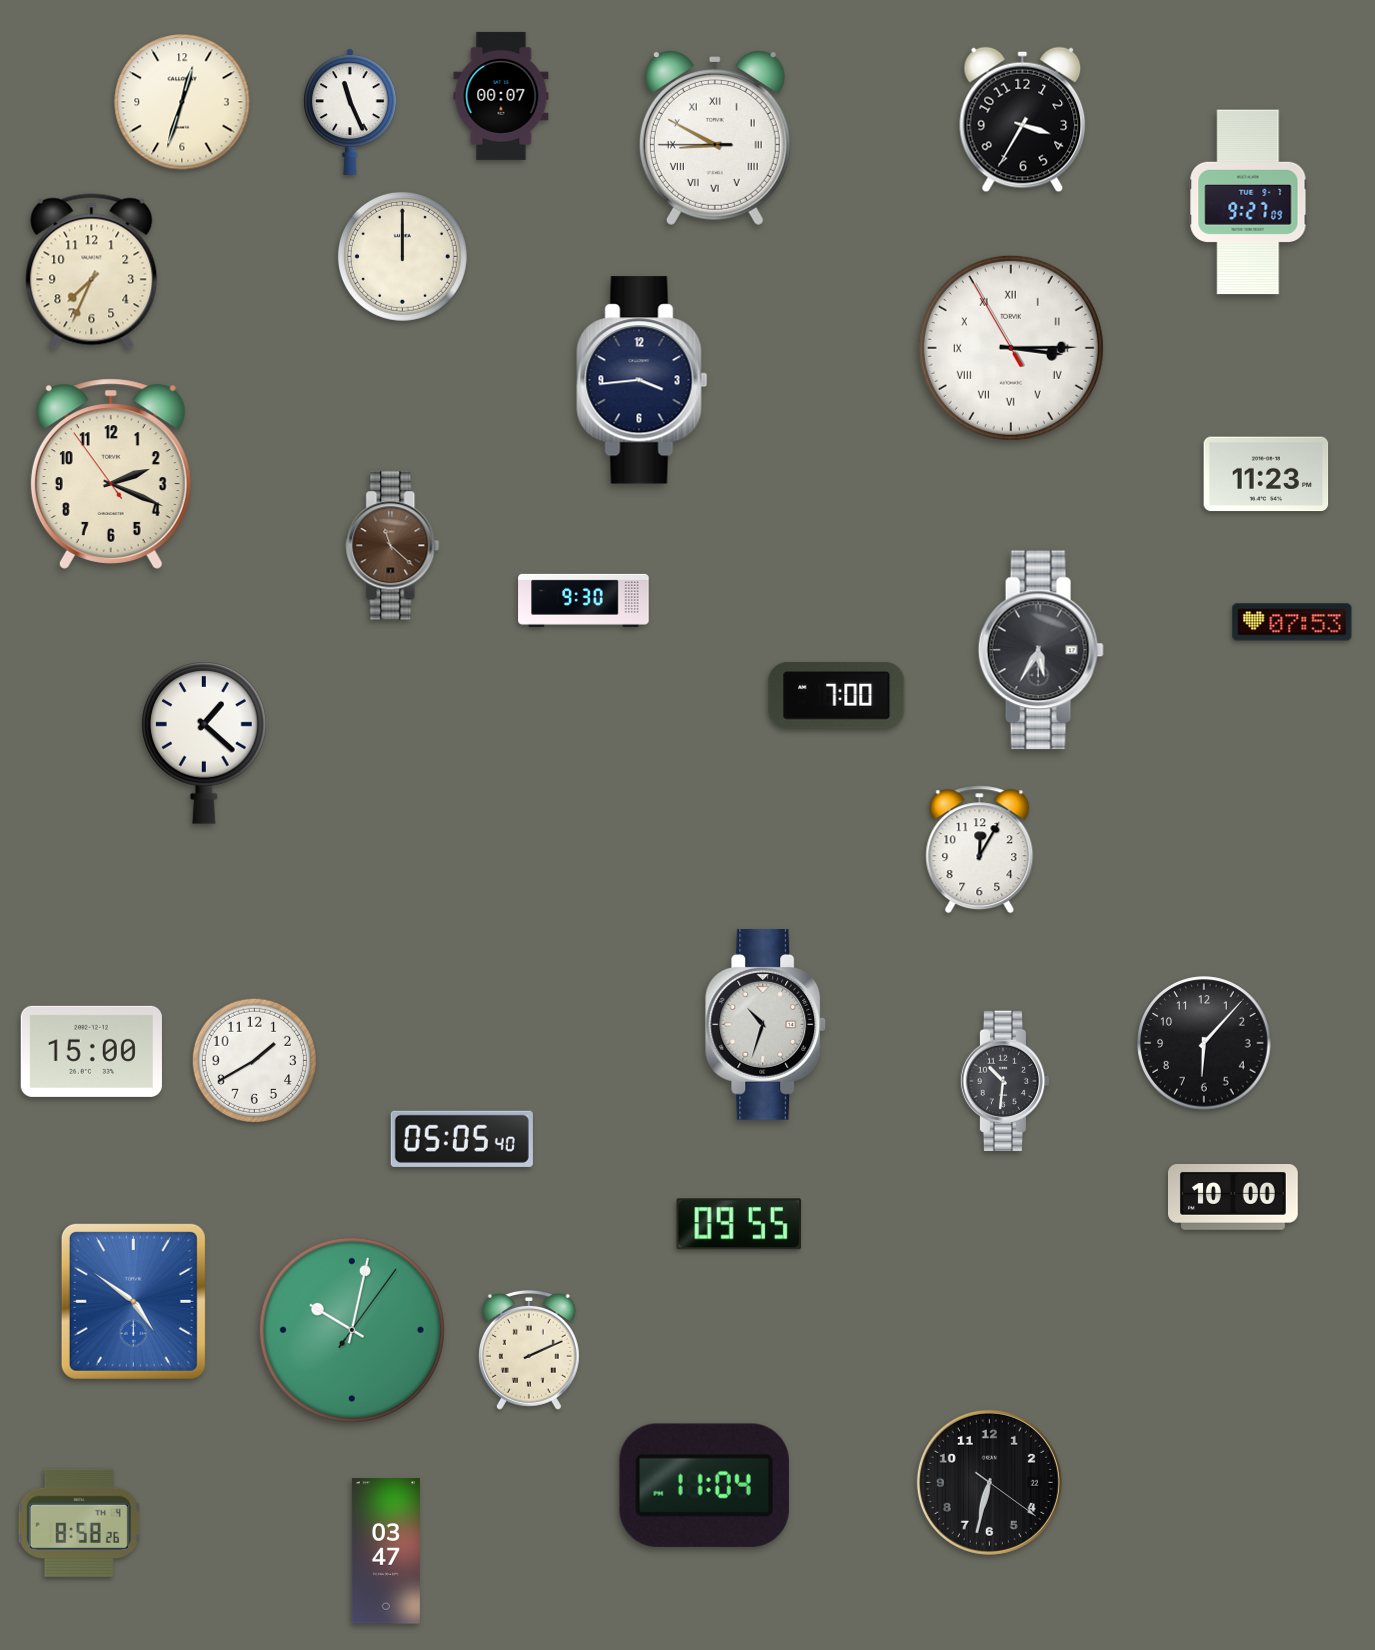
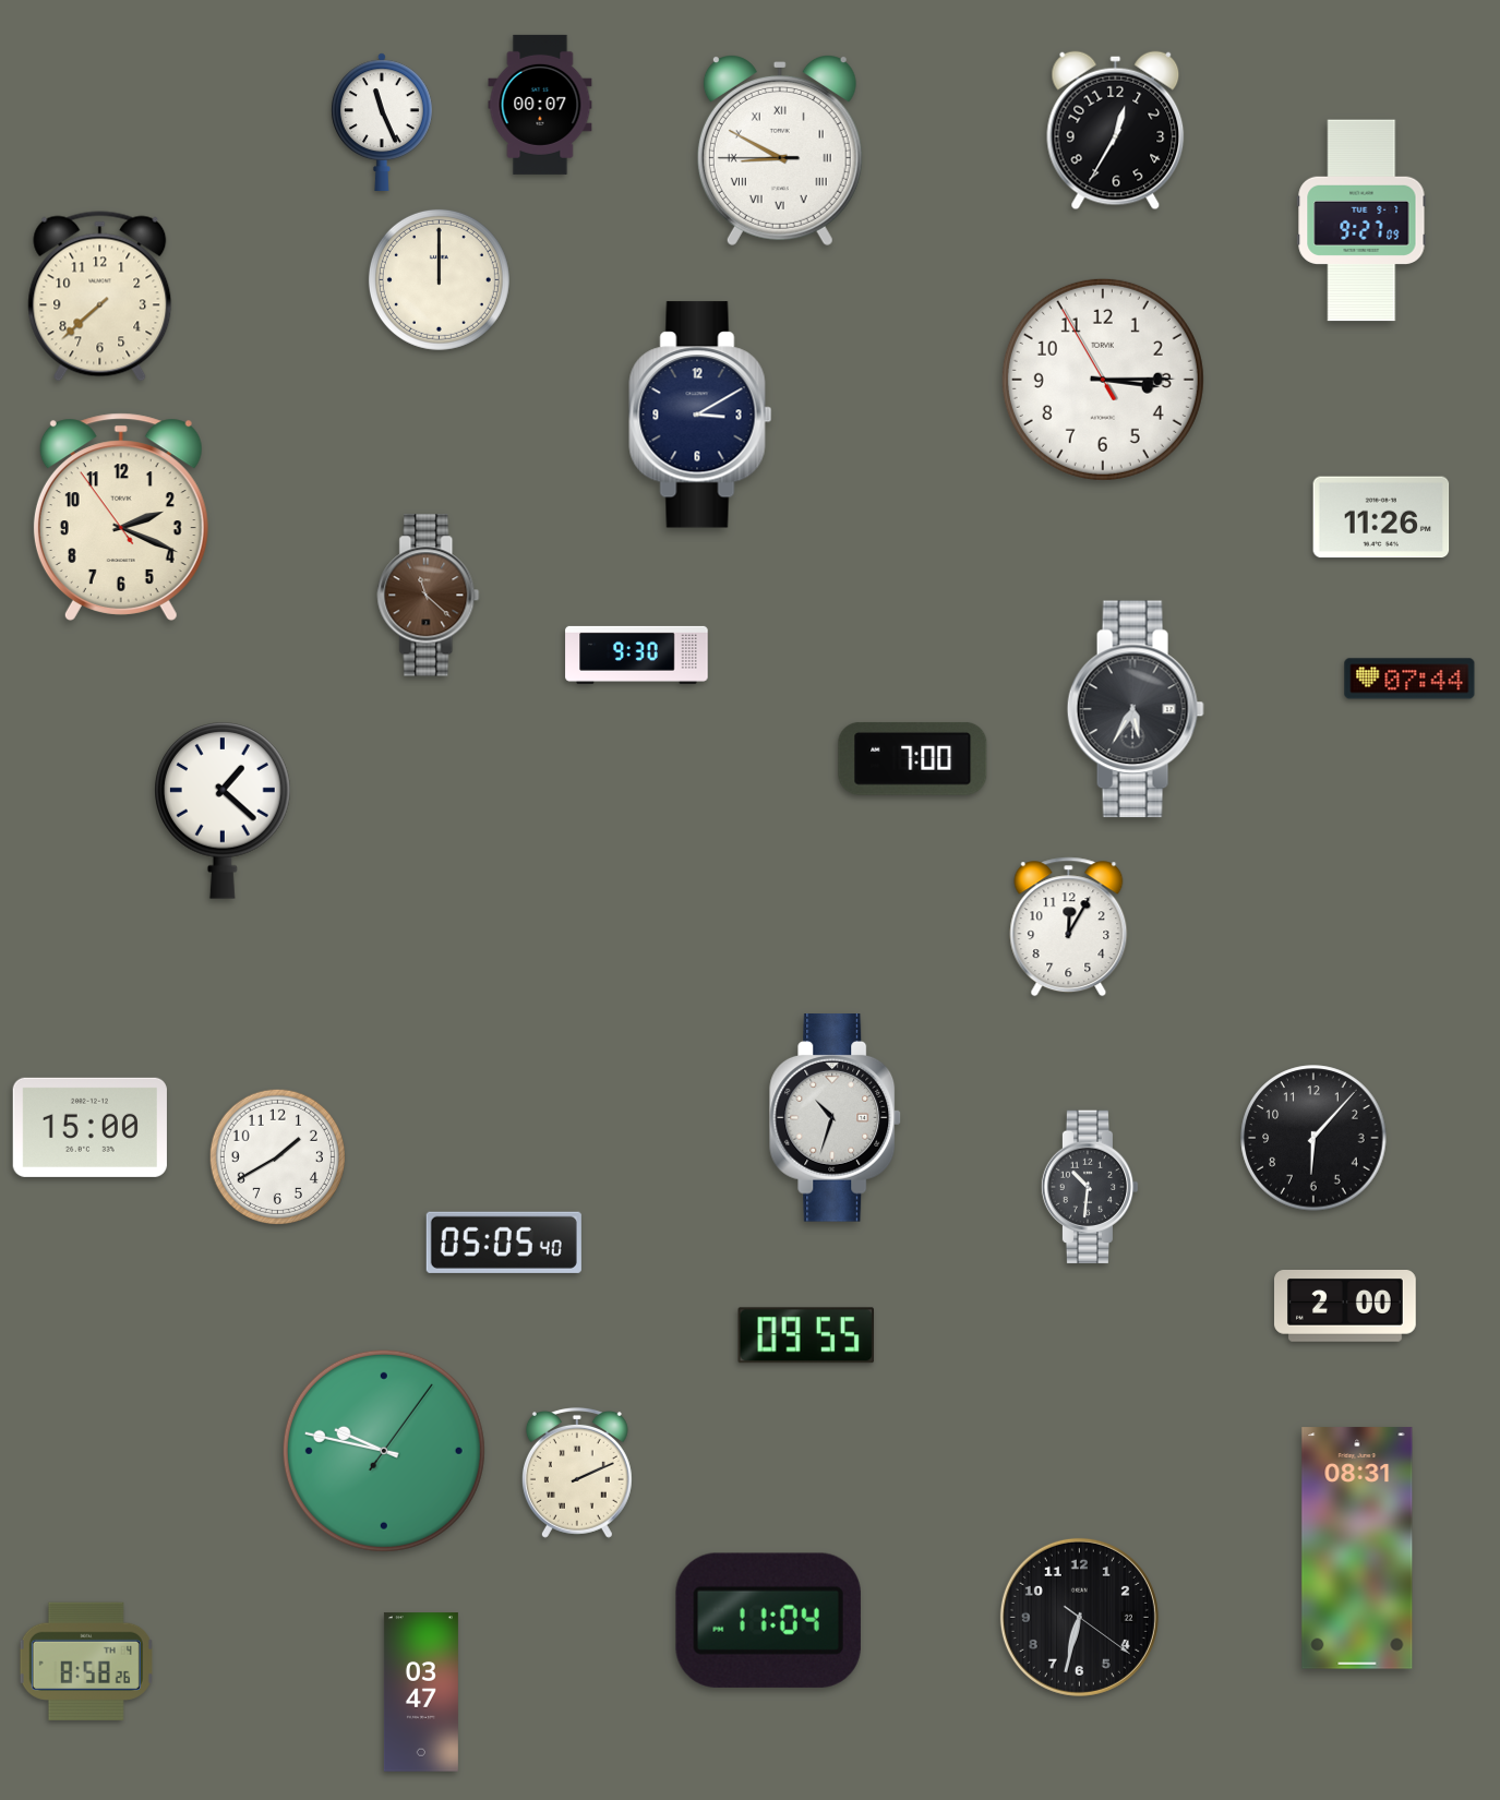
clock at (501, 96) position: (501, 96) -> (540, 105)
clock at (182, 102): 12:33 -> none
clock at (1023, 120): 3:35 -> 12:35
clock at (92, 272): 7:34 -> 7:38
clock at (1011, 348) numerals: Roman -> Arabic
clock at (642, 380): 3:44 -> 3:10
clock at (1266, 474): 11:23 -> 11:26
clock at (1292, 622): 07:53 -> 07:44
clock at (91, 1051) position: (91, 1051) -> (89, 1127)
clock at (1005, 1081) position: (1005, 1081) -> (1090, 1187)
clock at (1234, 1198): 10:00 -> 2:00
clock at (133, 1301): 4:51 -> none
clock at (352, 1330): 10:02 -> 9:47
clock at (1357, 1548): none -> 08:31
